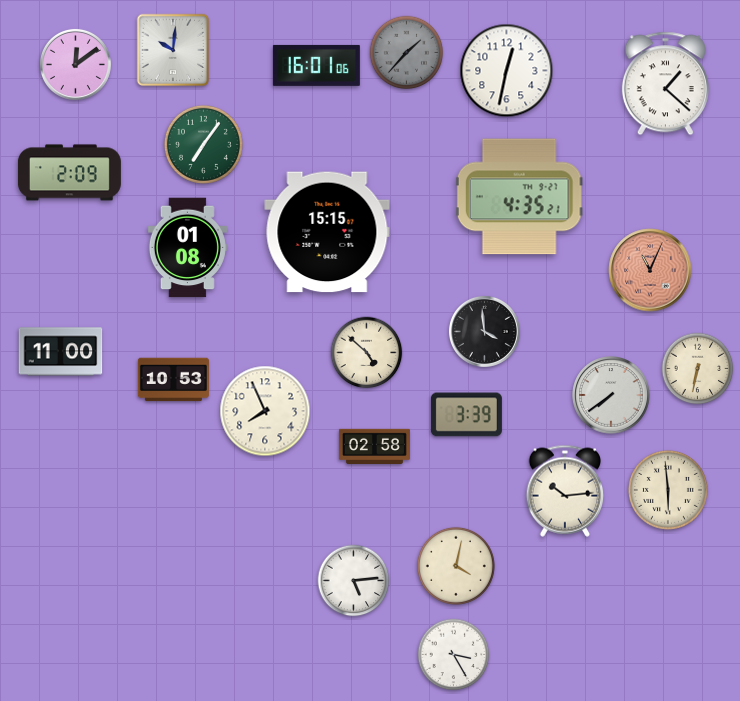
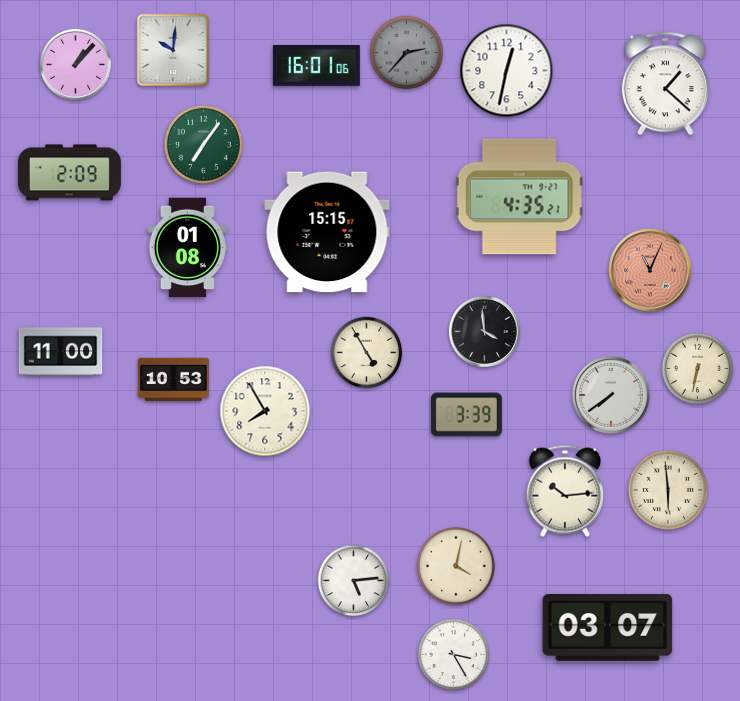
clock at (407, 53): 1:37 -> 2:37
clock at (75, 64): 12:09 -> 1:07
clock at (367, 353): 4:52 -> 4:55
clock at (265, 411): 7:56 -> 7:55
clock at (374, 447): 02:58 -> none
clock at (608, 628): none -> 03:07
